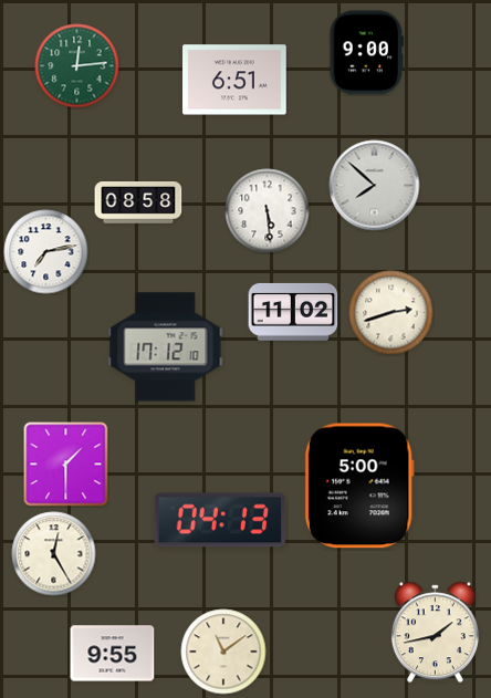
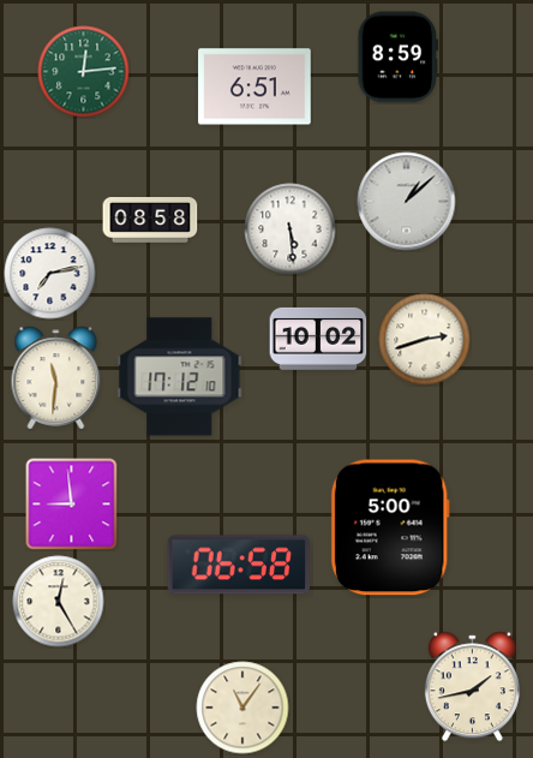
clock at (366, 53): 9:00 -> 8:59
clock at (375, 186): 7:52 -> 1:08
clock at (293, 312): 11:02 -> 10:02
clock at (56, 378): none -> 11:31
clock at (66, 465): 1:30 -> 8:59
clock at (220, 520): 04:13 -> 06:58
clock at (223, 652): 11:09 -> 11:06
clock at (113, 654): 9:55 -> none
